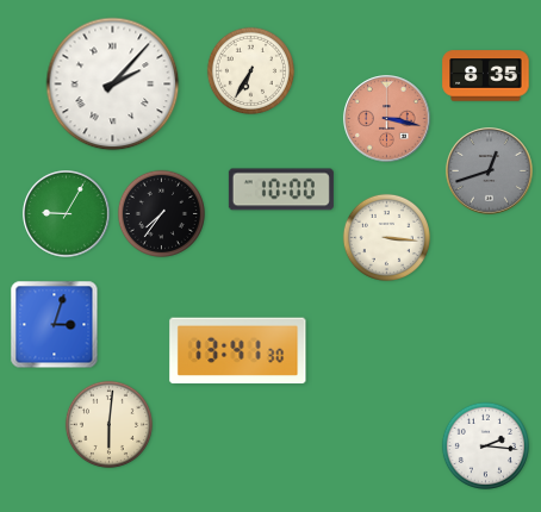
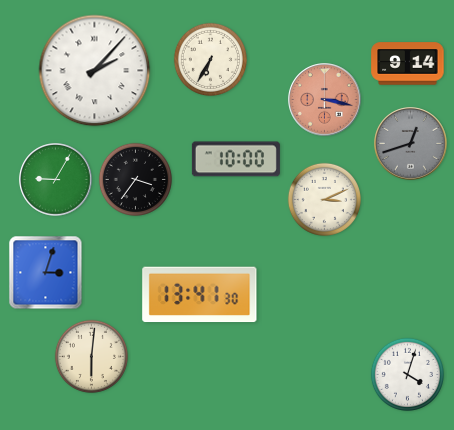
clock at (486, 76): 8:35 -> 9:14
clock at (161, 213): 7:36 -> 3:36
clock at (386, 237): 3:16 -> 3:11
clock at (485, 445): 2:16 -> 4:03
